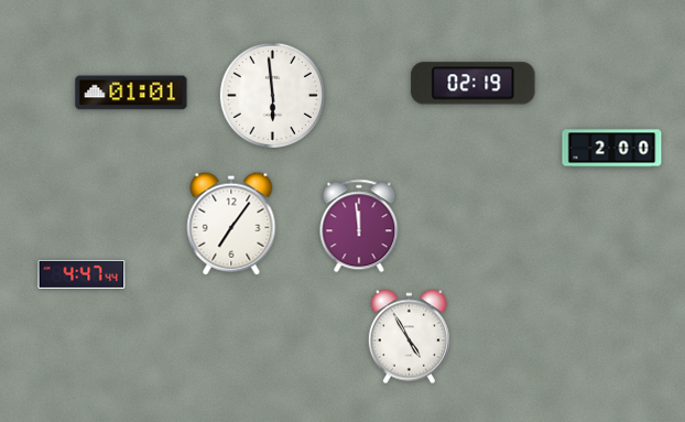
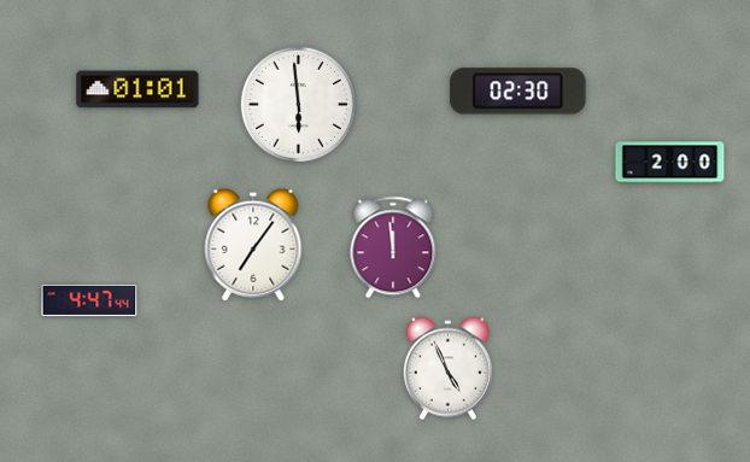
clock at (474, 84): 02:19 -> 02:30
clock at (131, 93) position: (131, 93) -> (137, 89)
clock at (409, 337): 4:55 -> 4:56
